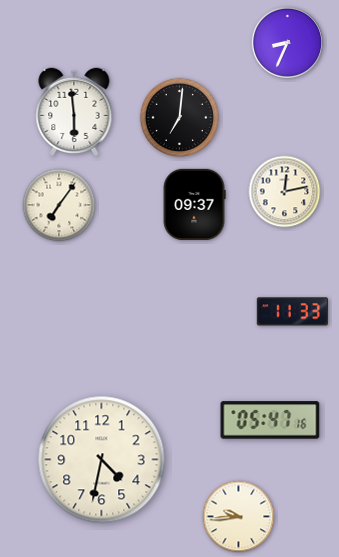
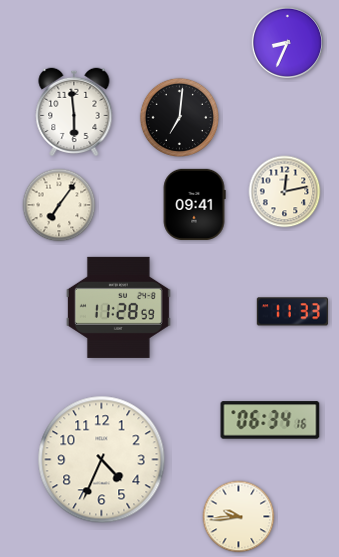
clock at (194, 204): 09:37 -> 09:41
clock at (118, 307): none -> 11:28
clock at (270, 420): 05:47 -> 06:34
clock at (102, 460): 4:32 -> 4:34
